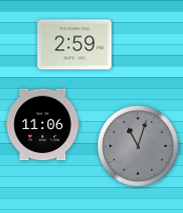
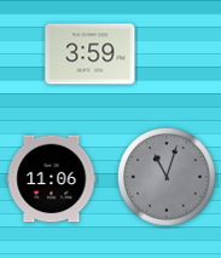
clock at (75, 45): 2:59 -> 3:59
clock at (43, 125) position: (43, 125) -> (52, 179)
